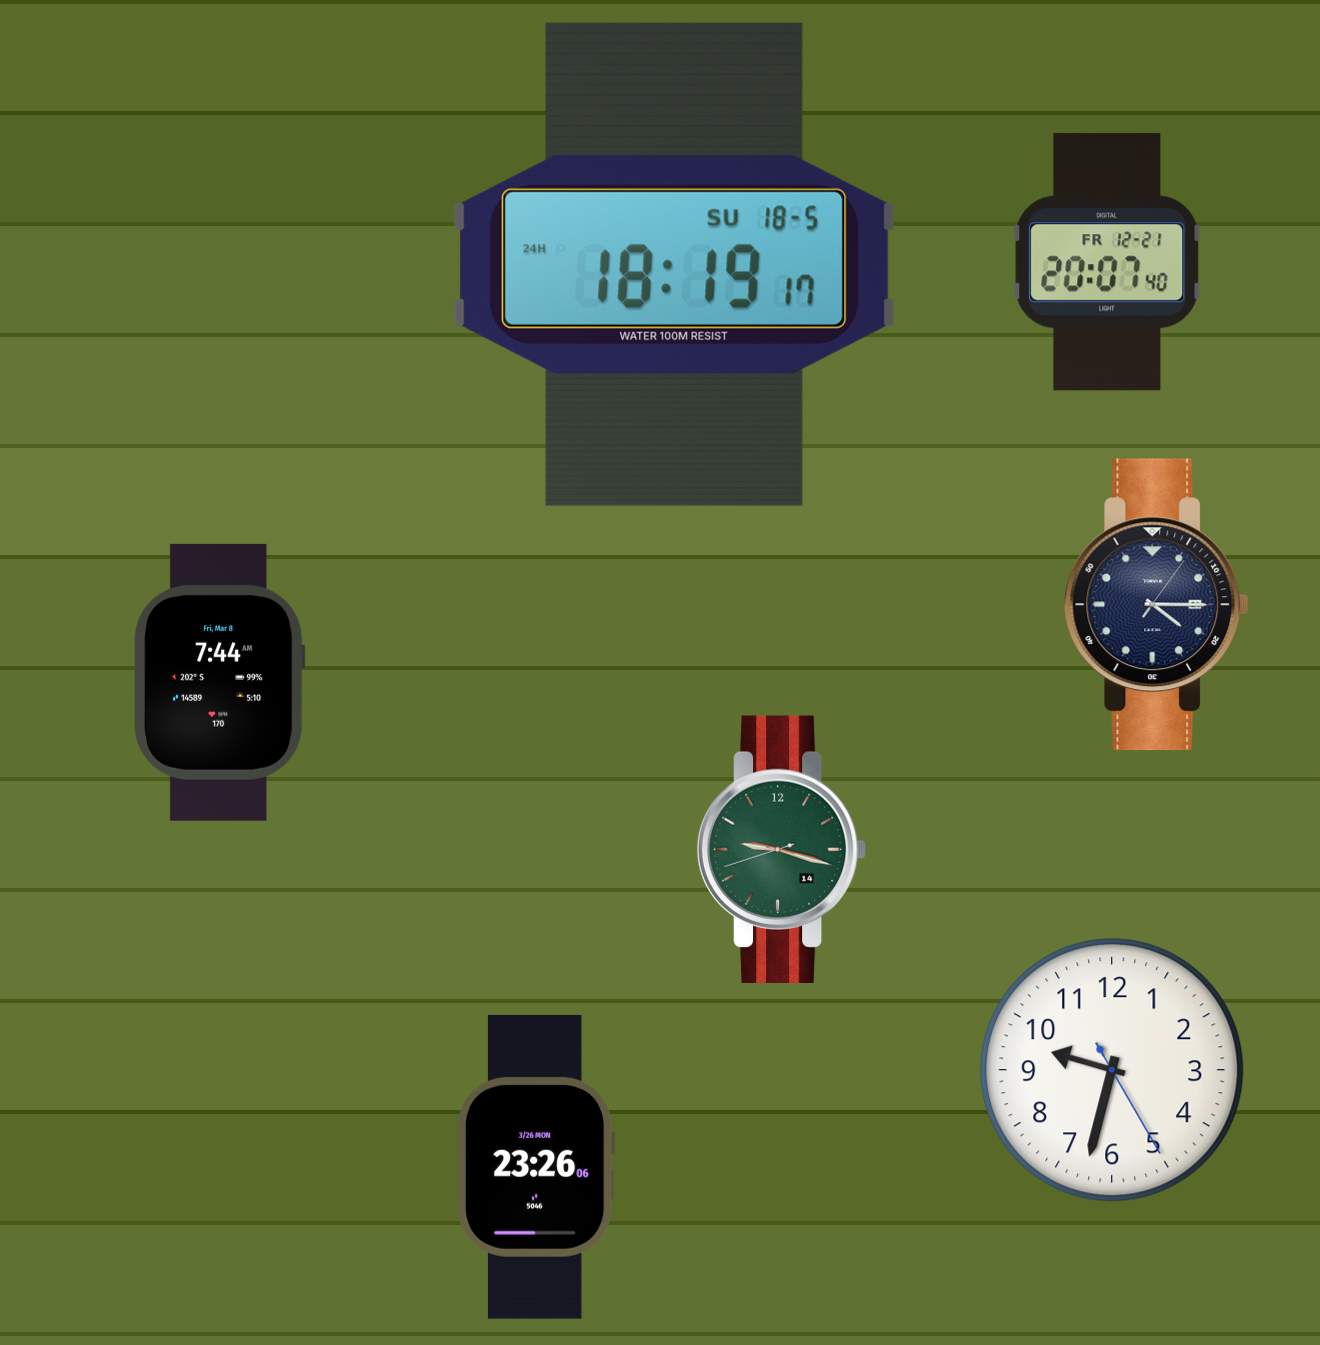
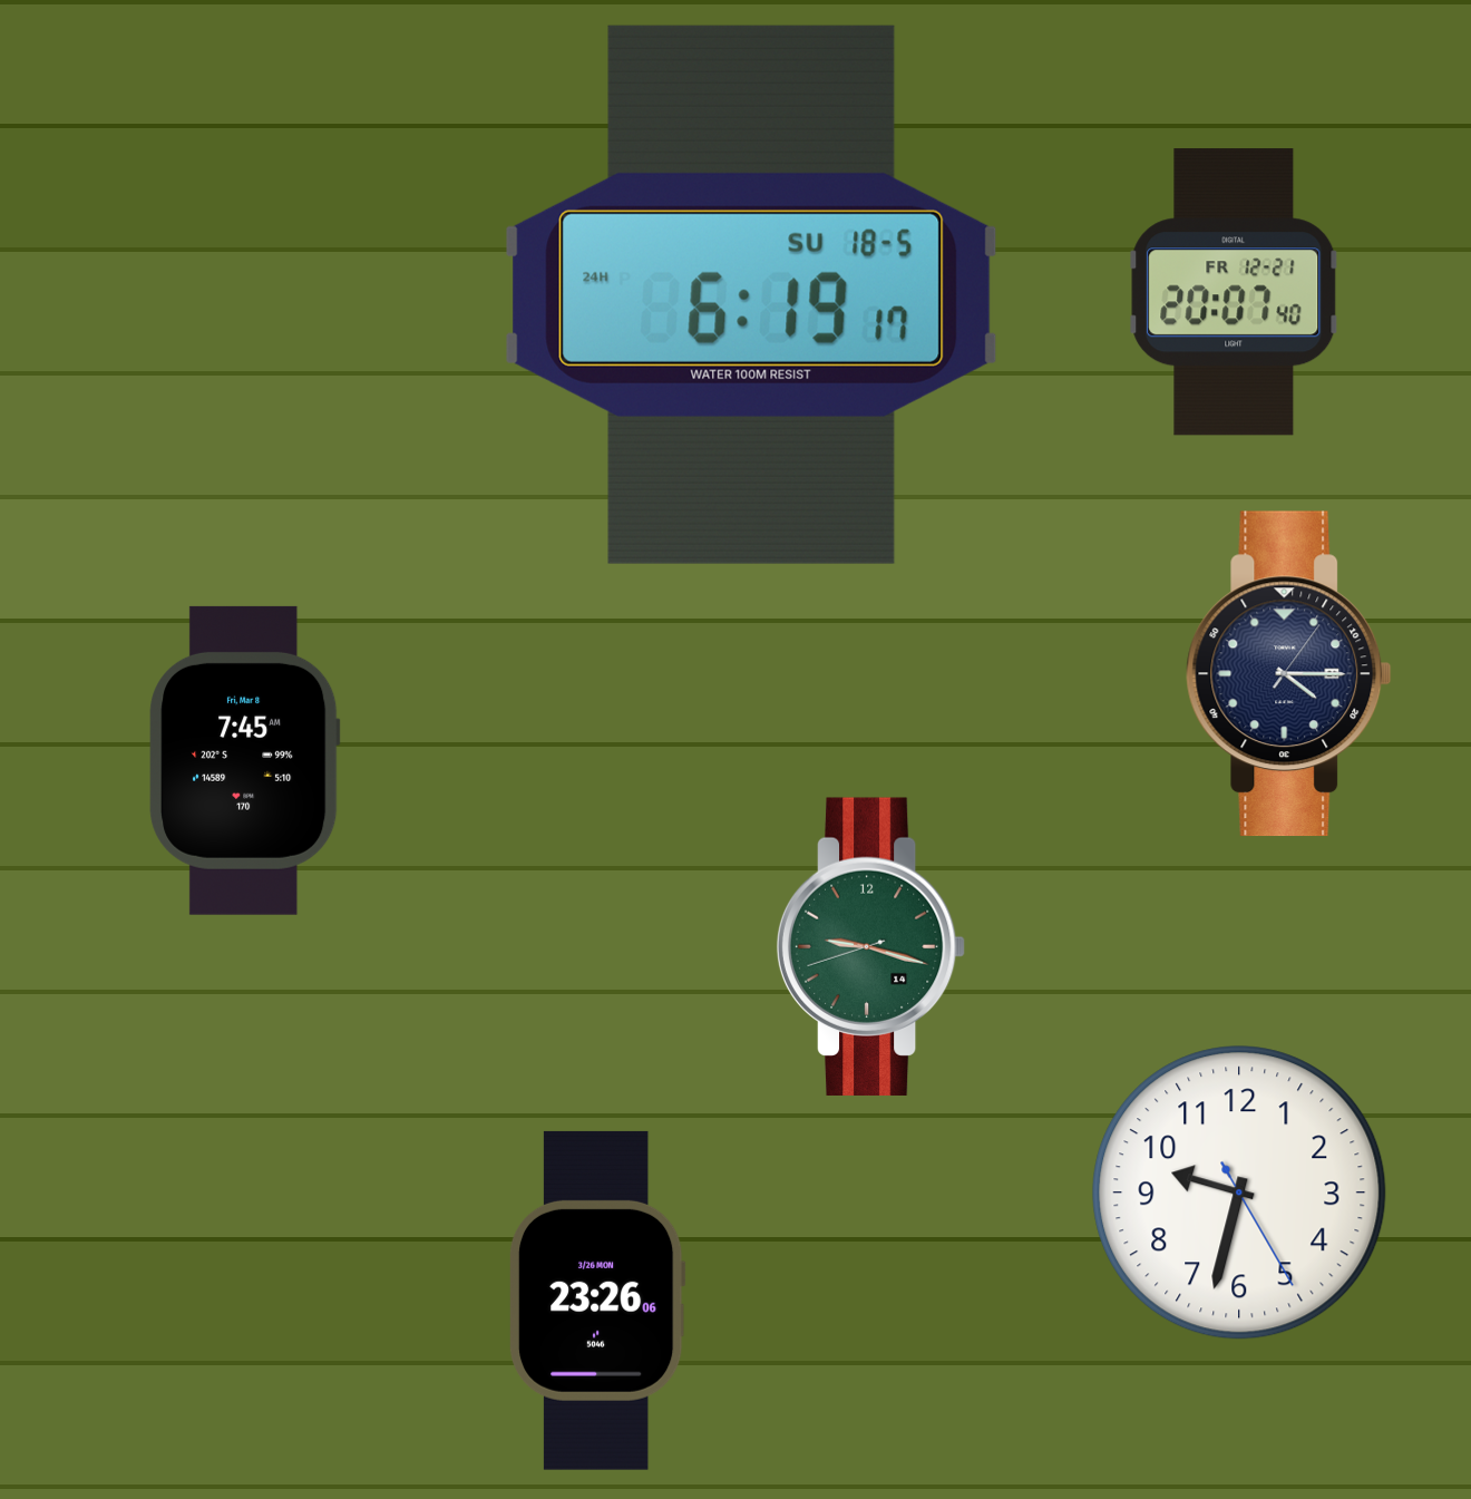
clock at (675, 264): 18:19 -> 6:19
clock at (220, 682): 7:44 -> 7:45
